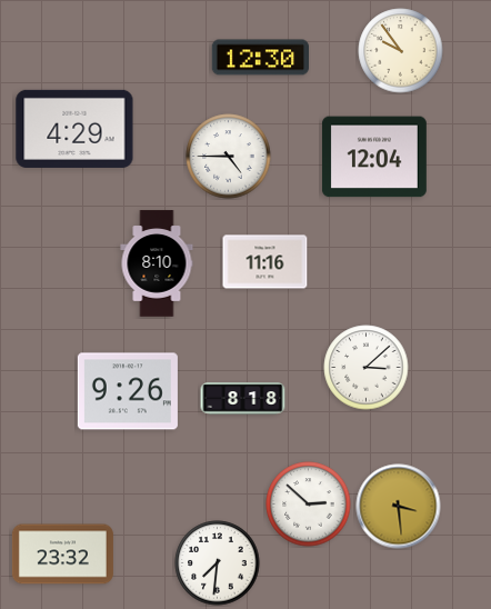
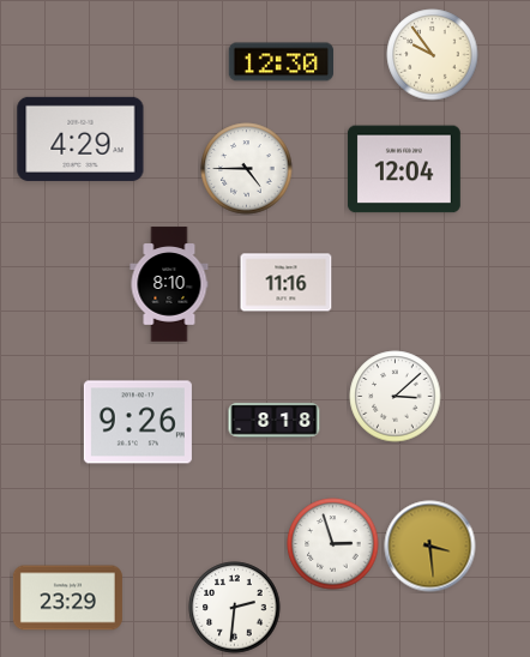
clock at (243, 399) position: (243, 399) -> (275, 421)
clock at (309, 505): 2:52 -> 2:57
clock at (62, 555): 23:32 -> 23:29
clock at (218, 563): 7:31 -> 2:31
